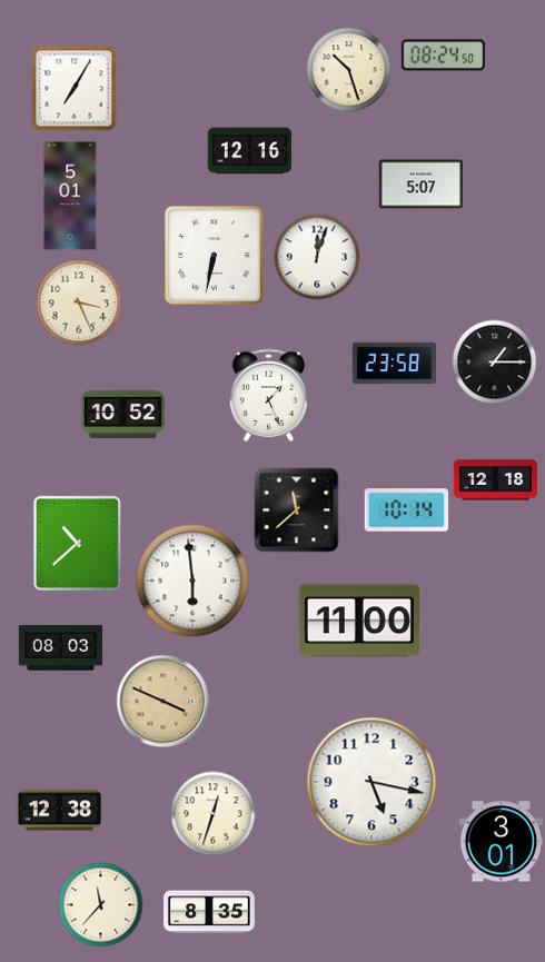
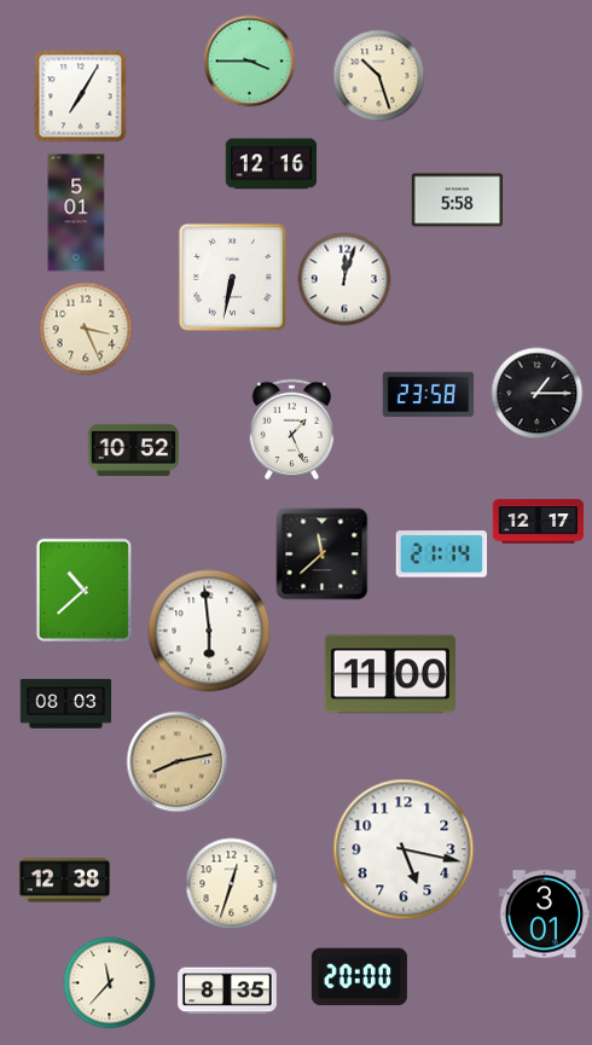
clock at (444, 56): 08:24 -> none
clock at (250, 62): none -> 3:45
clock at (422, 185): 5:07 -> 5:58
clock at (496, 480): 12:18 -> 12:17
clock at (407, 510): 10:14 -> 21:14
clock at (163, 702): 3:49 -> 8:13
clock at (359, 977): none -> 20:00
